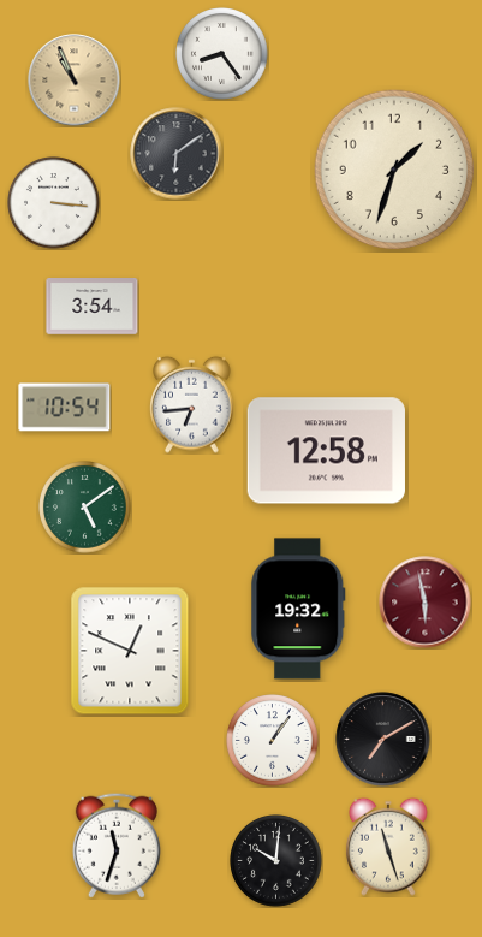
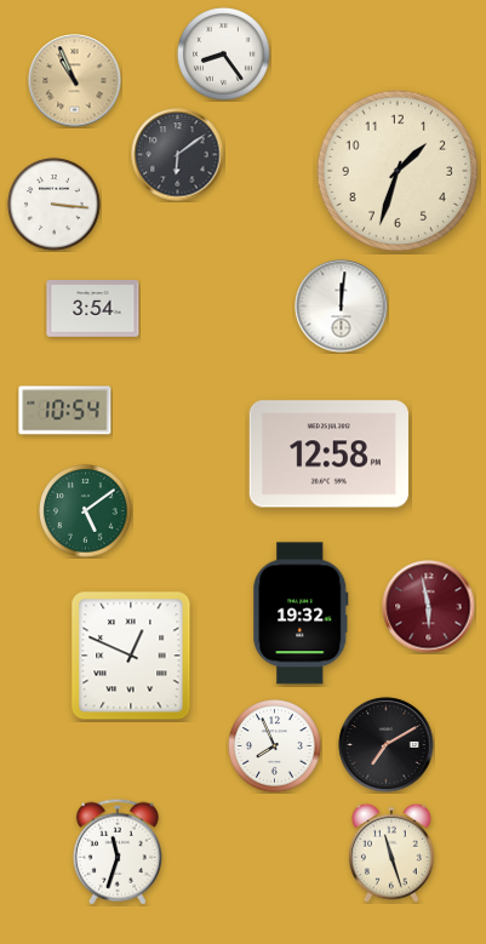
clock at (342, 307): none -> 12:01
clock at (192, 404): 6:44 -> none
clock at (273, 741): 1:06 -> 7:56
clock at (276, 861): 10:01 -> none
